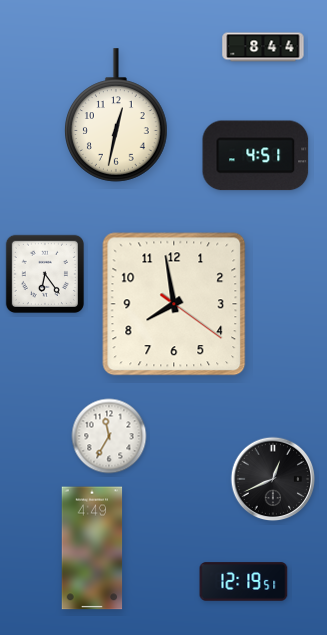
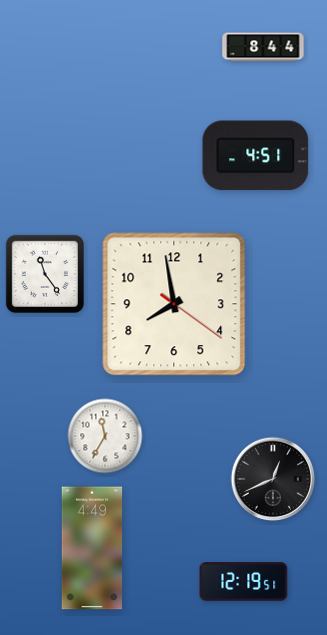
clock at (117, 115): 12:32 -> none
clock at (45, 274): 6:24 -> 11:24
clock at (109, 436) position: (109, 436) -> (105, 436)
